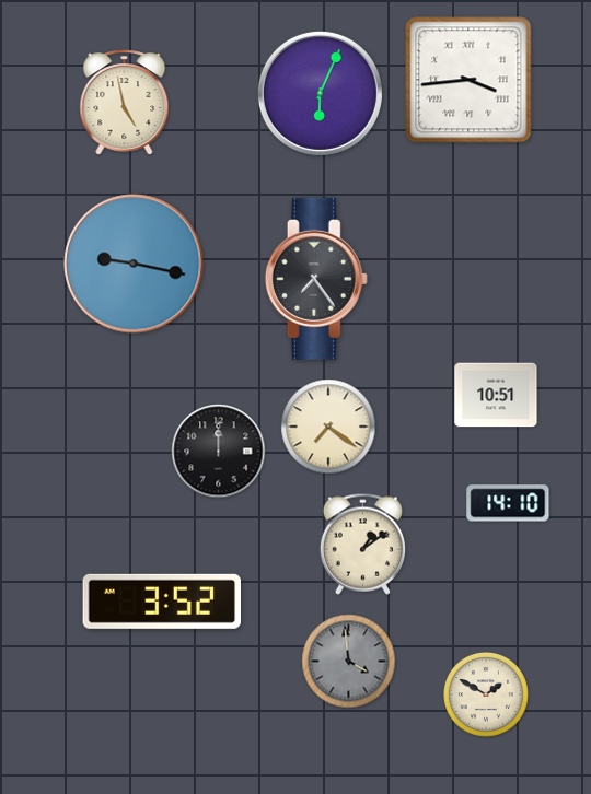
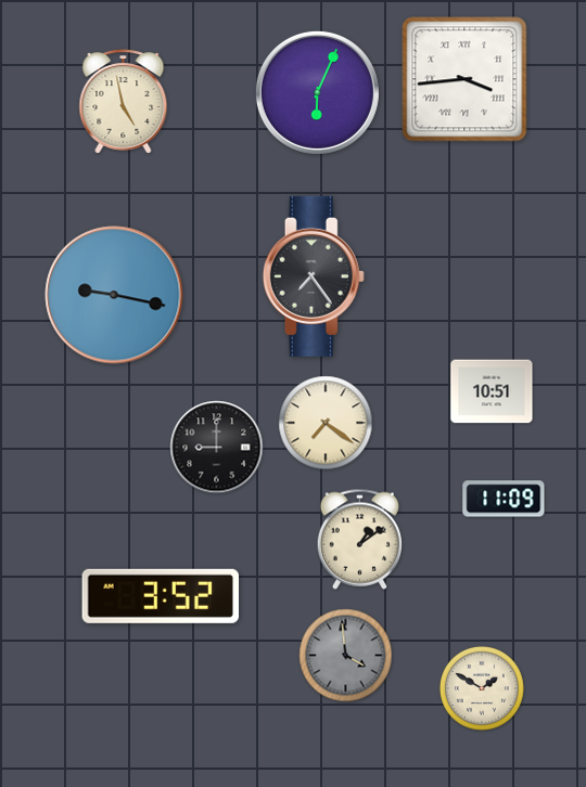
clock at (134, 264) position: (134, 264) -> (114, 295)
clock at (219, 452): 12:00 -> 9:00
clock at (508, 503): 14:10 -> 11:09
